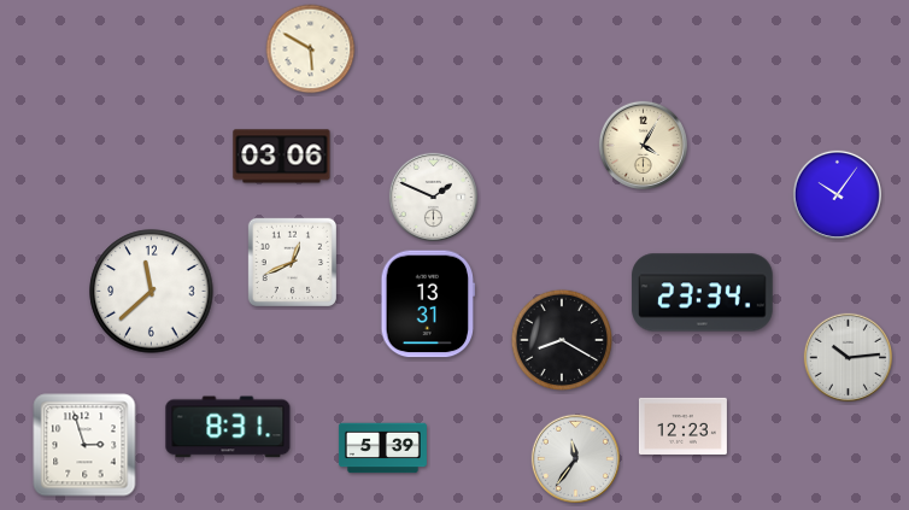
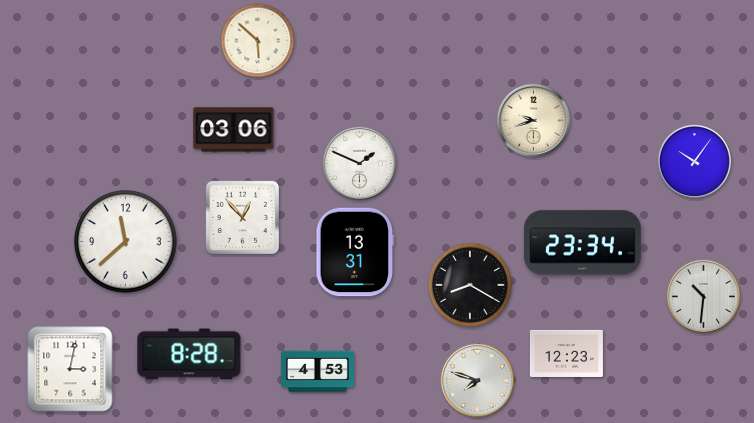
clock at (311, 49): 5:50 -> 5:52
clock at (643, 145): 4:05 -> 9:42
clock at (292, 262): 12:41 -> 12:53
clock at (561, 339) position: (561, 339) -> (469, 284)
clock at (848, 357): 10:14 -> 10:31
clock at (228, 427): 8:31 -> 8:28
clock at (84, 445): 2:57 -> 3:02
clock at (382, 449): 5:39 -> 4:53
clock at (575, 458): 11:36 -> 7:48
